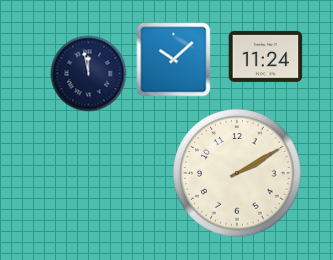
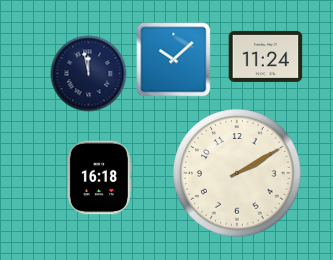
clock at (99, 178): none -> 16:18
